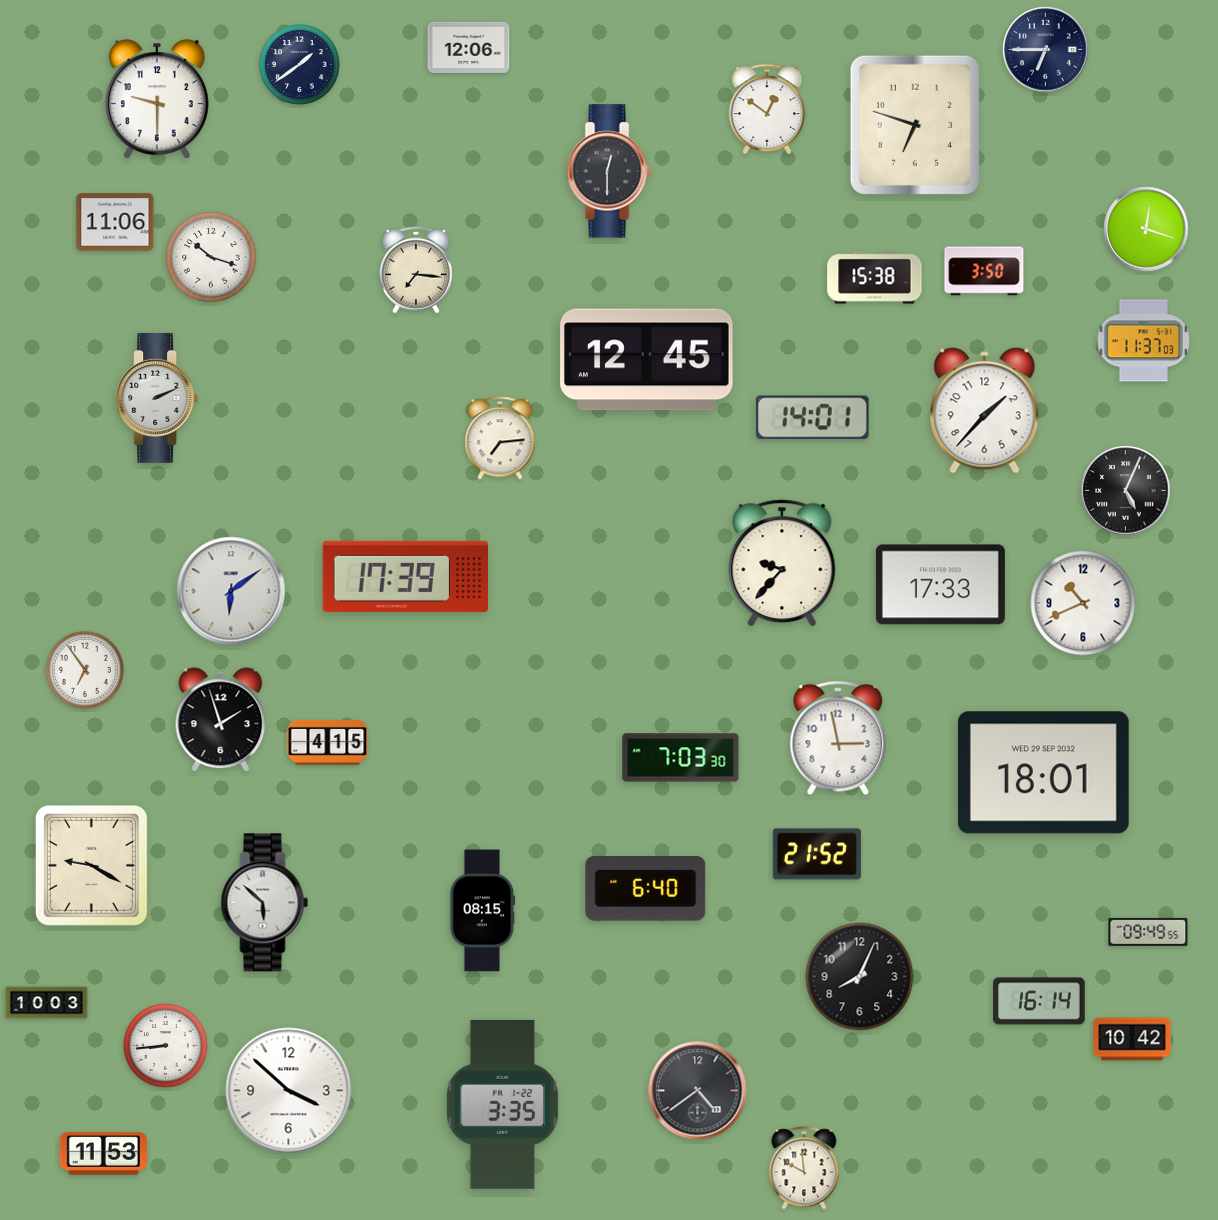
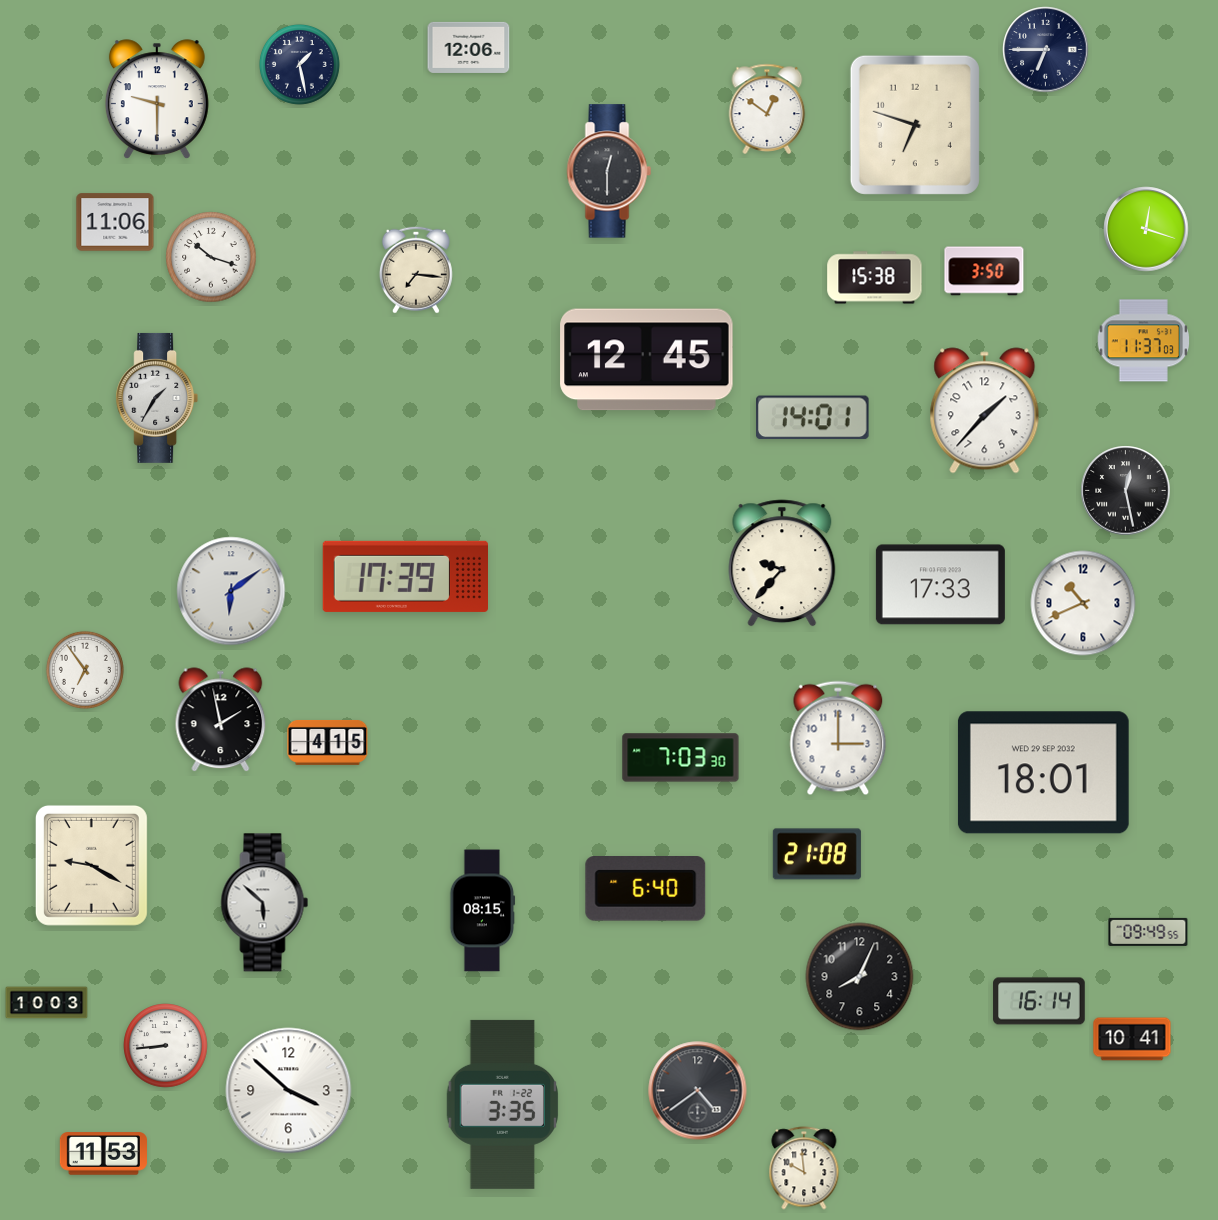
clock at (299, 64): 1:39 -> 1:28
clock at (157, 398): 2:11 -> 1:35
clock at (500, 438): 7:14 -> none
clock at (1126, 491): 5:04 -> 12:28
clock at (221, 720): 1:57 -> 1:58
clock at (838, 738): 2:58 -> 3:00
clock at (817, 854): 21:52 -> 21:08
clock at (1132, 1039): 10:42 -> 10:41
